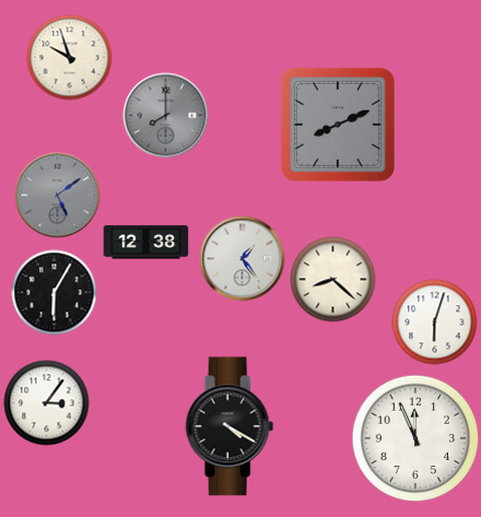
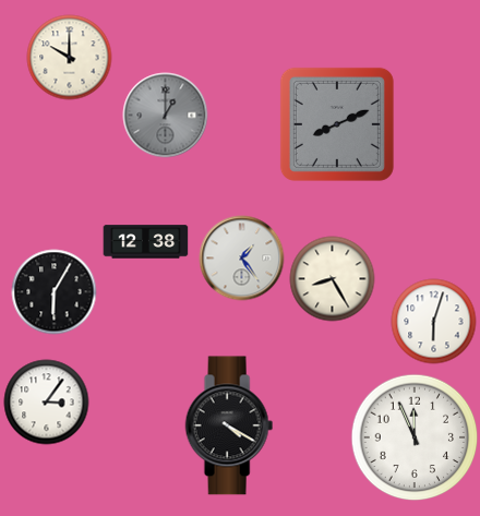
clock at (69, 57): 9:57 -> 10:00
clock at (165, 115): 8:00 -> 1:00
clock at (57, 195): 5:09 -> none
clock at (332, 279): 8:22 -> 8:25
